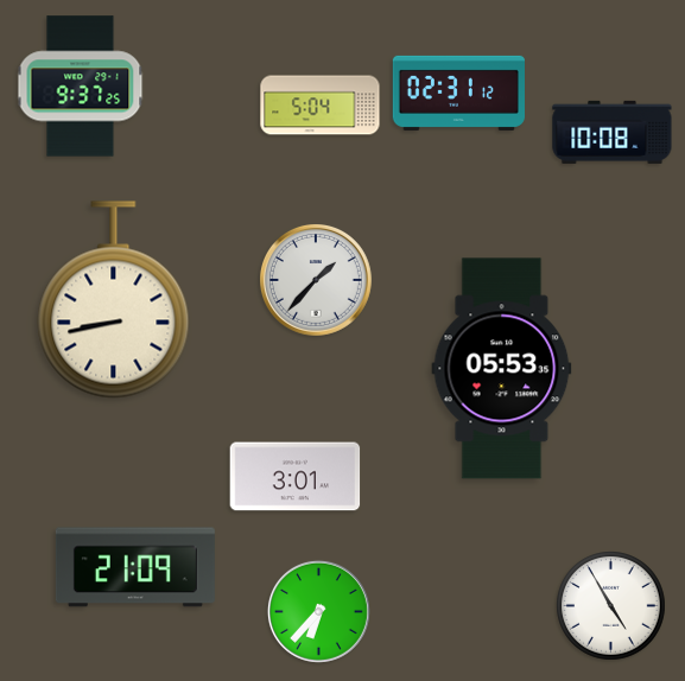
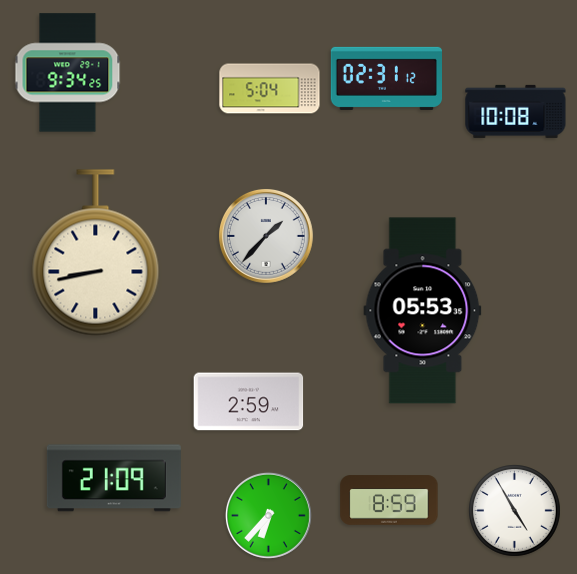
clock at (81, 87): 9:37 -> 9:34
clock at (296, 477): 3:01 -> 2:59
clock at (389, 500): none -> 8:59
